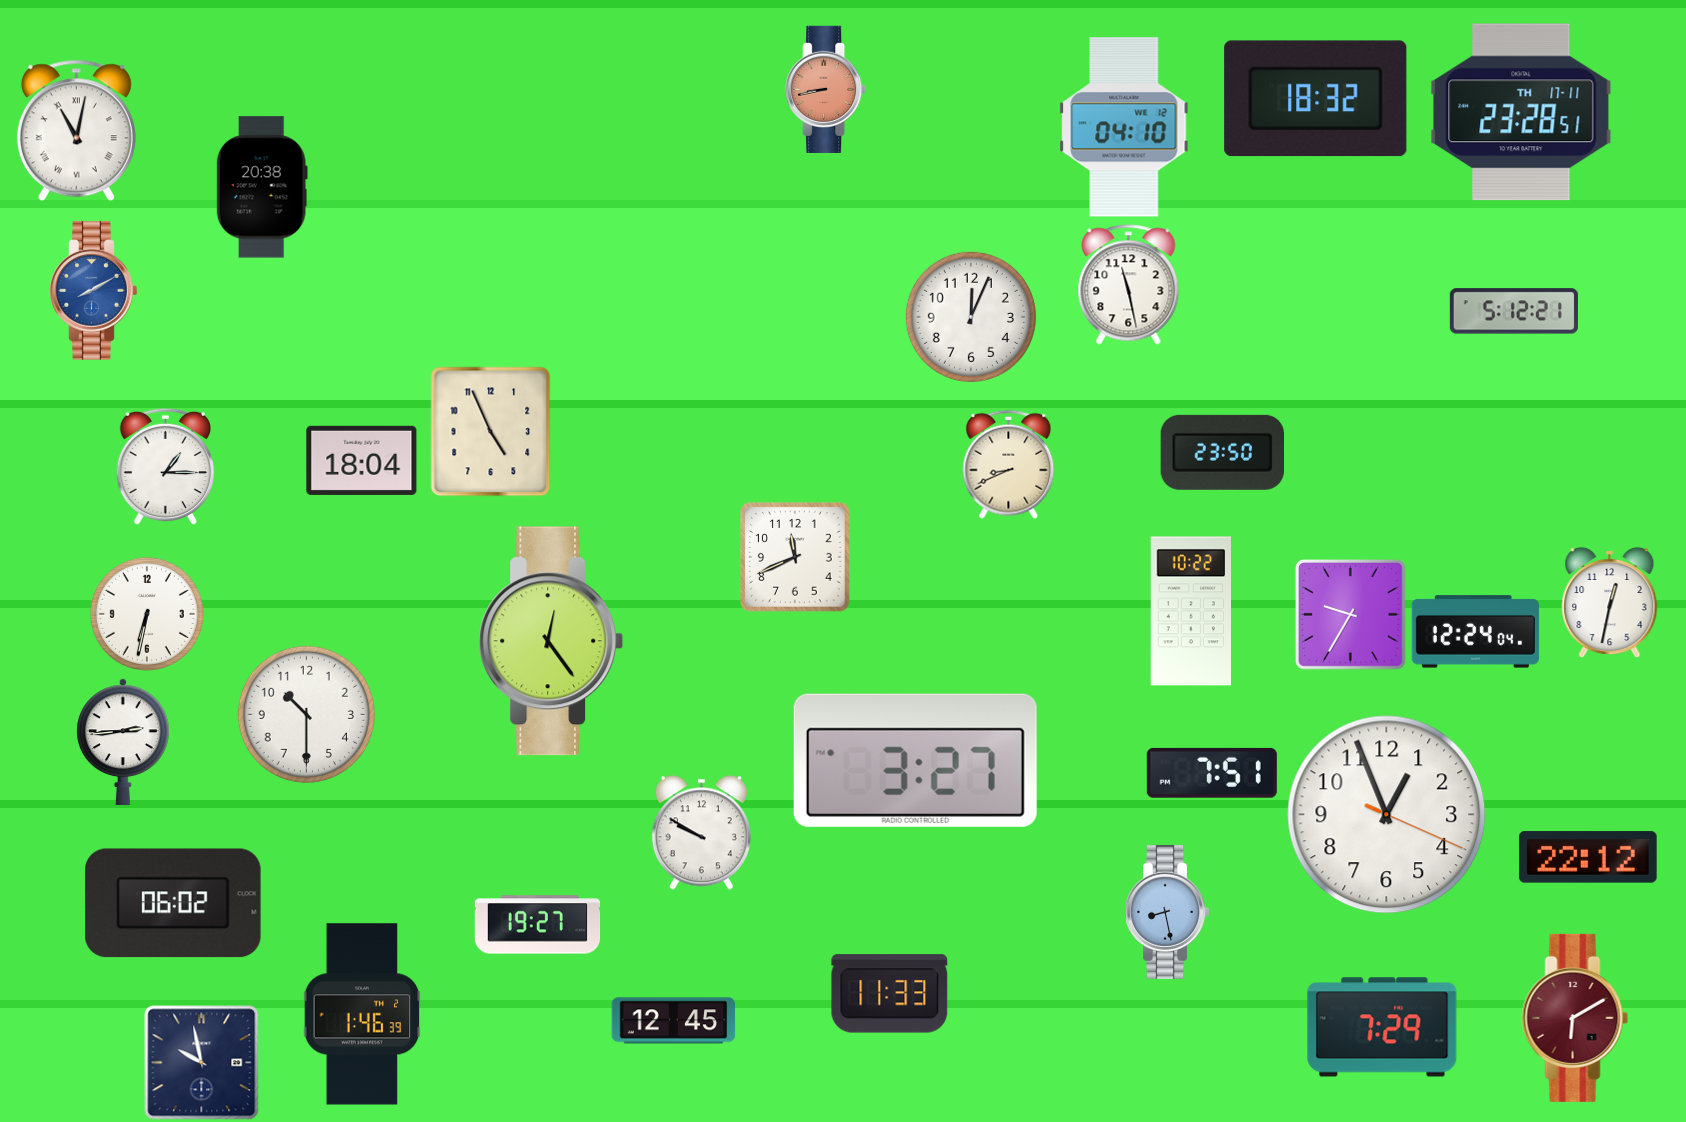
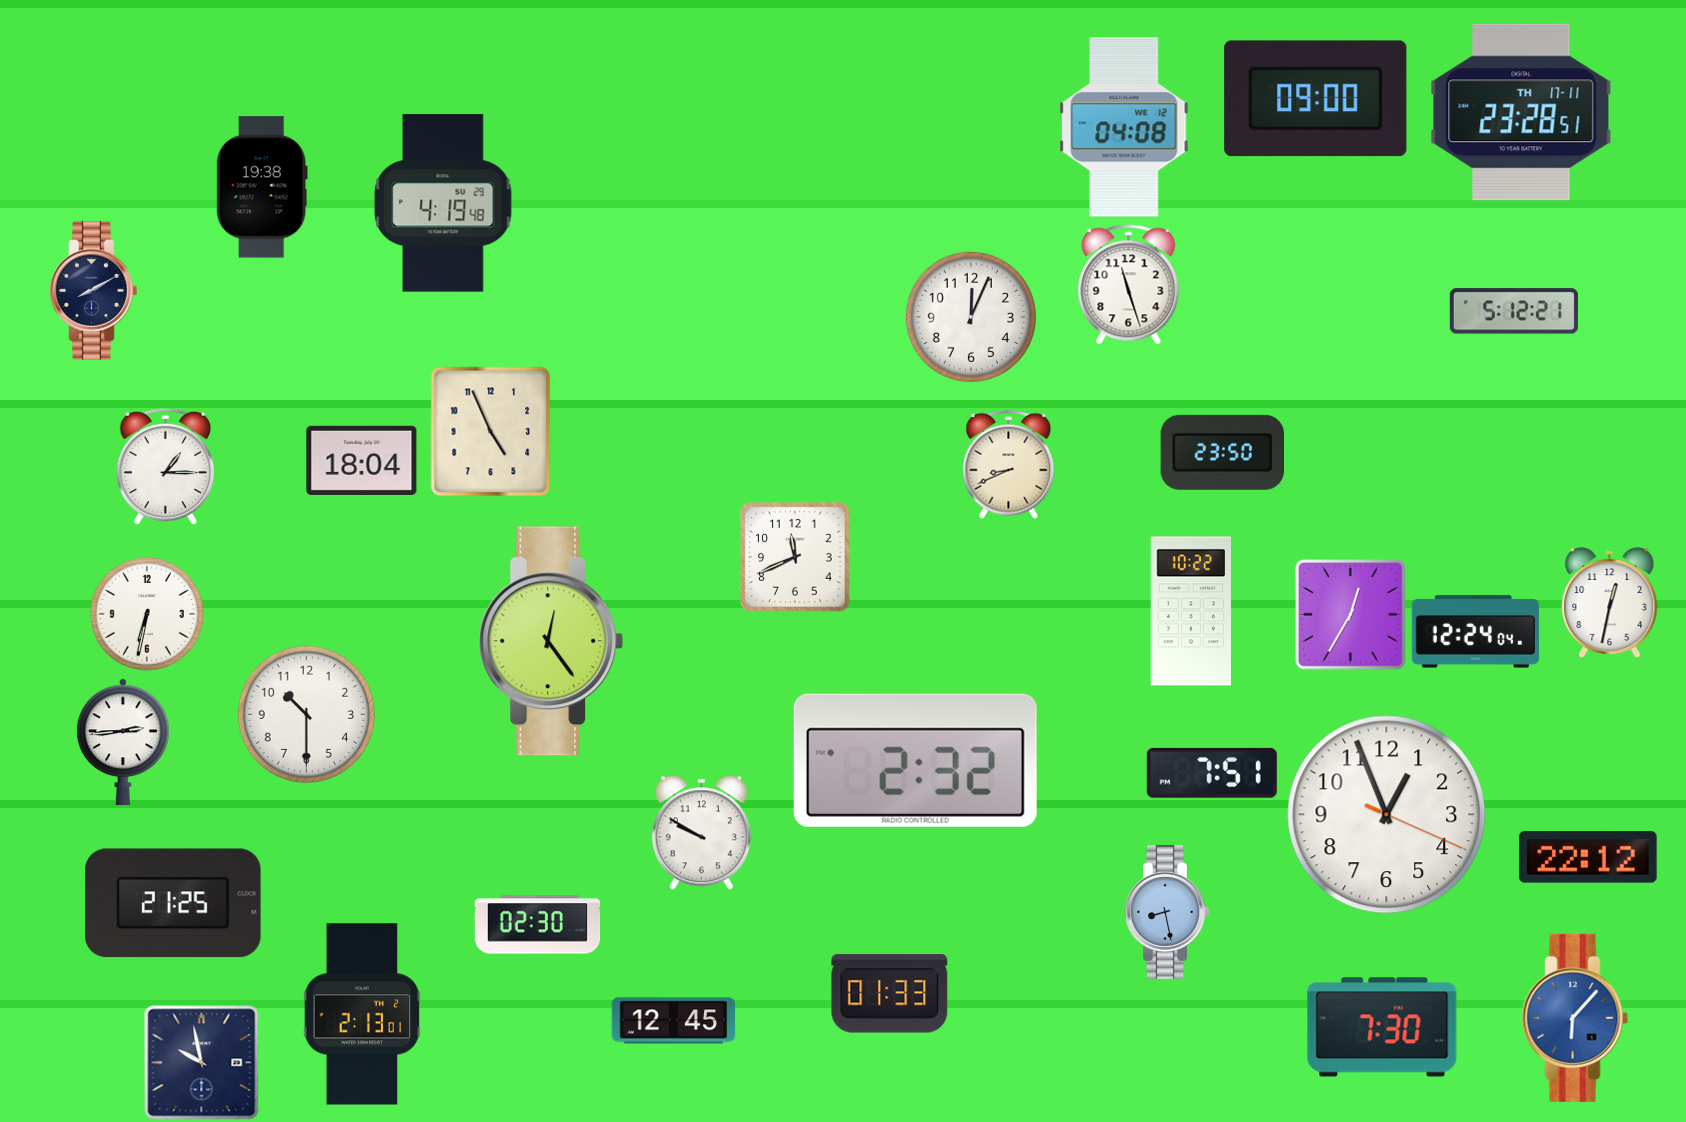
clock at (826, 89): 8:43 -> none
clock at (1316, 99): 18:32 -> 09:00
clock at (1124, 127): 04:10 -> 04:08
clock at (76, 131): 11:02 -> none
clock at (262, 187): 20:38 -> 19:38
clock at (443, 203): none -> 4:19
clock at (1129, 285): 11:28 -> 11:27
clock at (94, 291) dial: blue -> navy
clock at (1350, 614): 9:35 -> 12:35
clock at (915, 760): 3:27 -> 2:32
clock at (174, 903): 06:02 -> 21:25
clock at (538, 925): 19:27 -> 02:30
clock at (890, 994): 11:33 -> 01:33
clock at (362, 1014): 1:46 -> 2:13
clock at (1575, 1018): 6:10 -> 6:07
clock at (1575, 1018) dial: burgundy -> blue
clock at (1382, 1027): 7:29 -> 7:30
